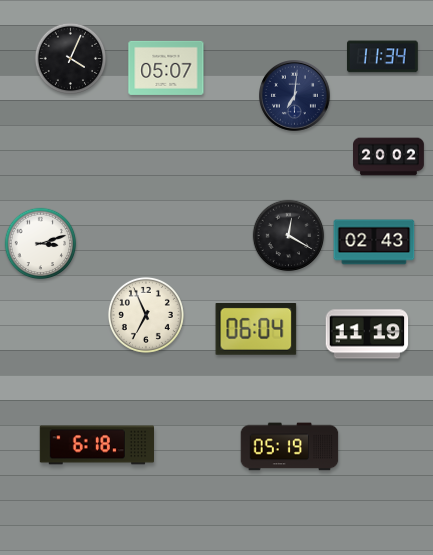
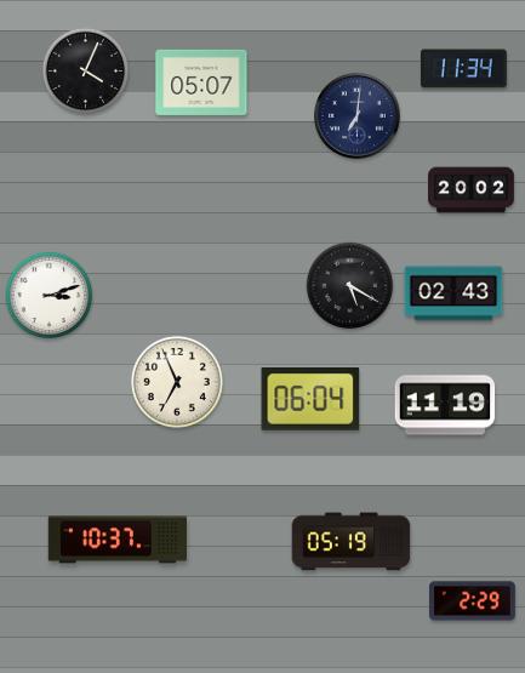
clock at (289, 236): 12:20 -> 5:20
clock at (96, 445): 6:18 -> 10:37
clock at (473, 601): none -> 2:29
